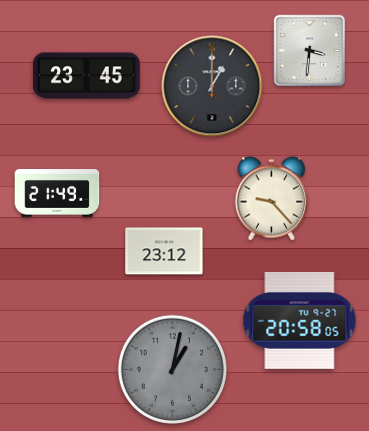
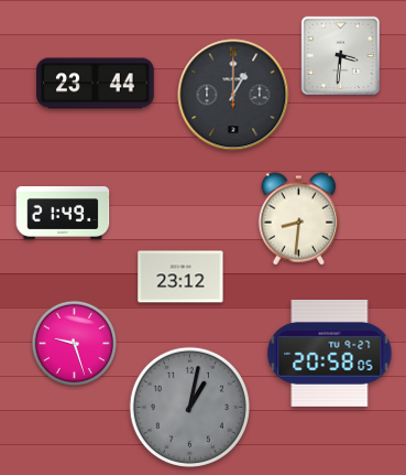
clock at (87, 76): 23:45 -> 23:44
clock at (272, 199): 9:23 -> 8:31
clock at (75, 344): none -> 9:27
